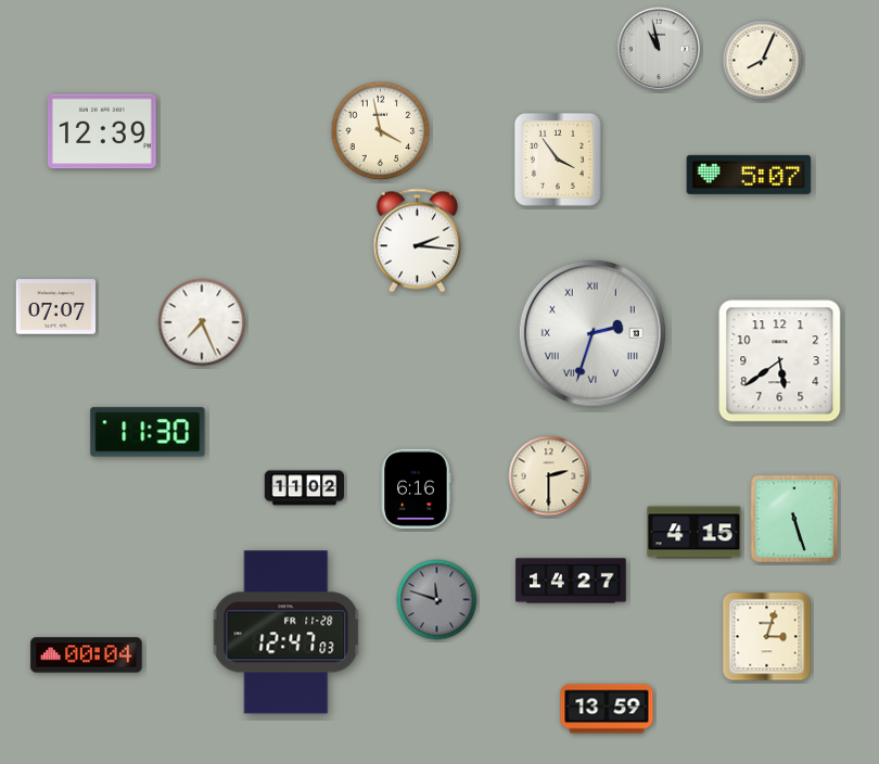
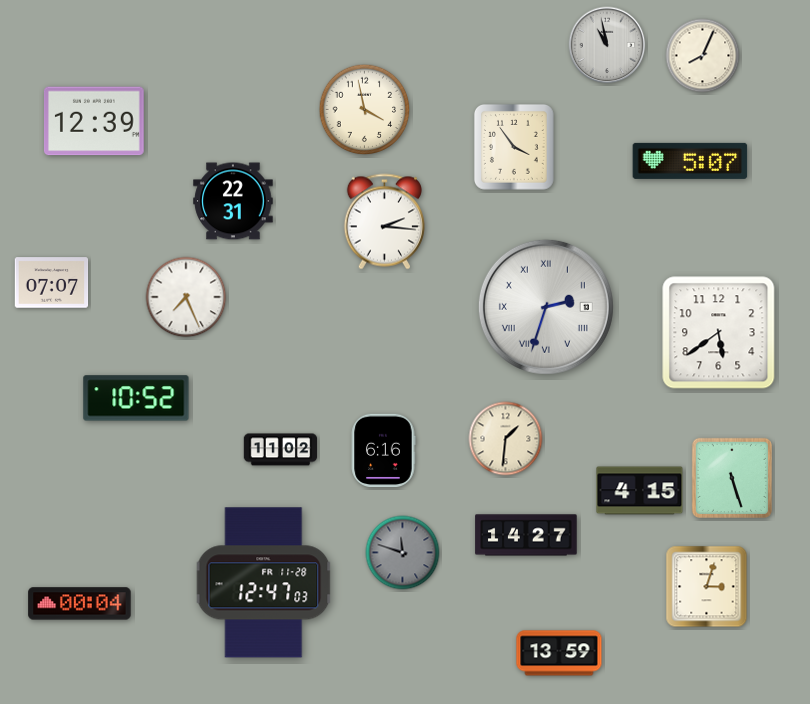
clock at (381, 131) position: (381, 131) -> (365, 110)
clock at (233, 201): none -> 22:31
clock at (148, 432): 11:30 -> 10:52
clock at (549, 476): 2:30 -> 1:31
